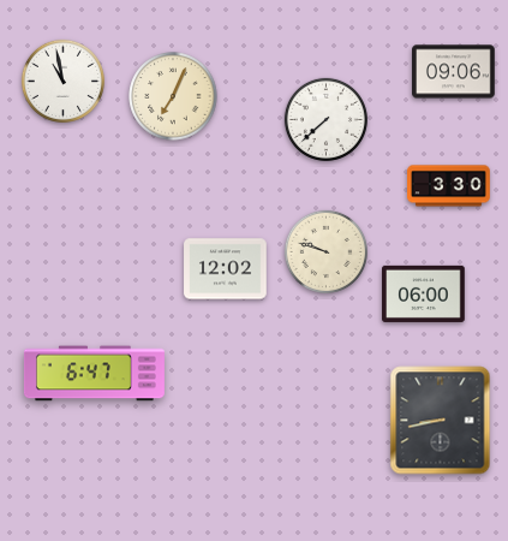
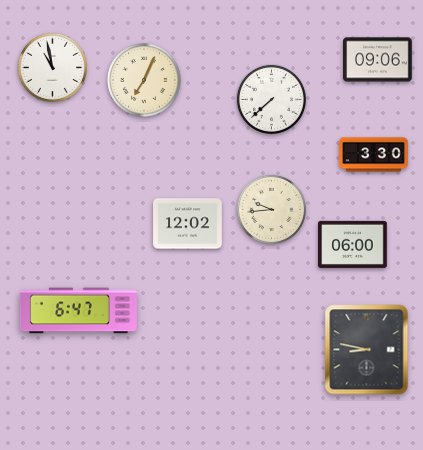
clock at (325, 251): 9:48 -> 9:44
clock at (441, 421): 8:43 -> 8:47
